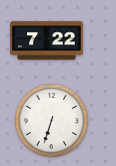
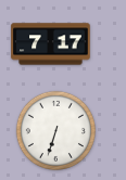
clock at (47, 41): 7:22 -> 7:17
